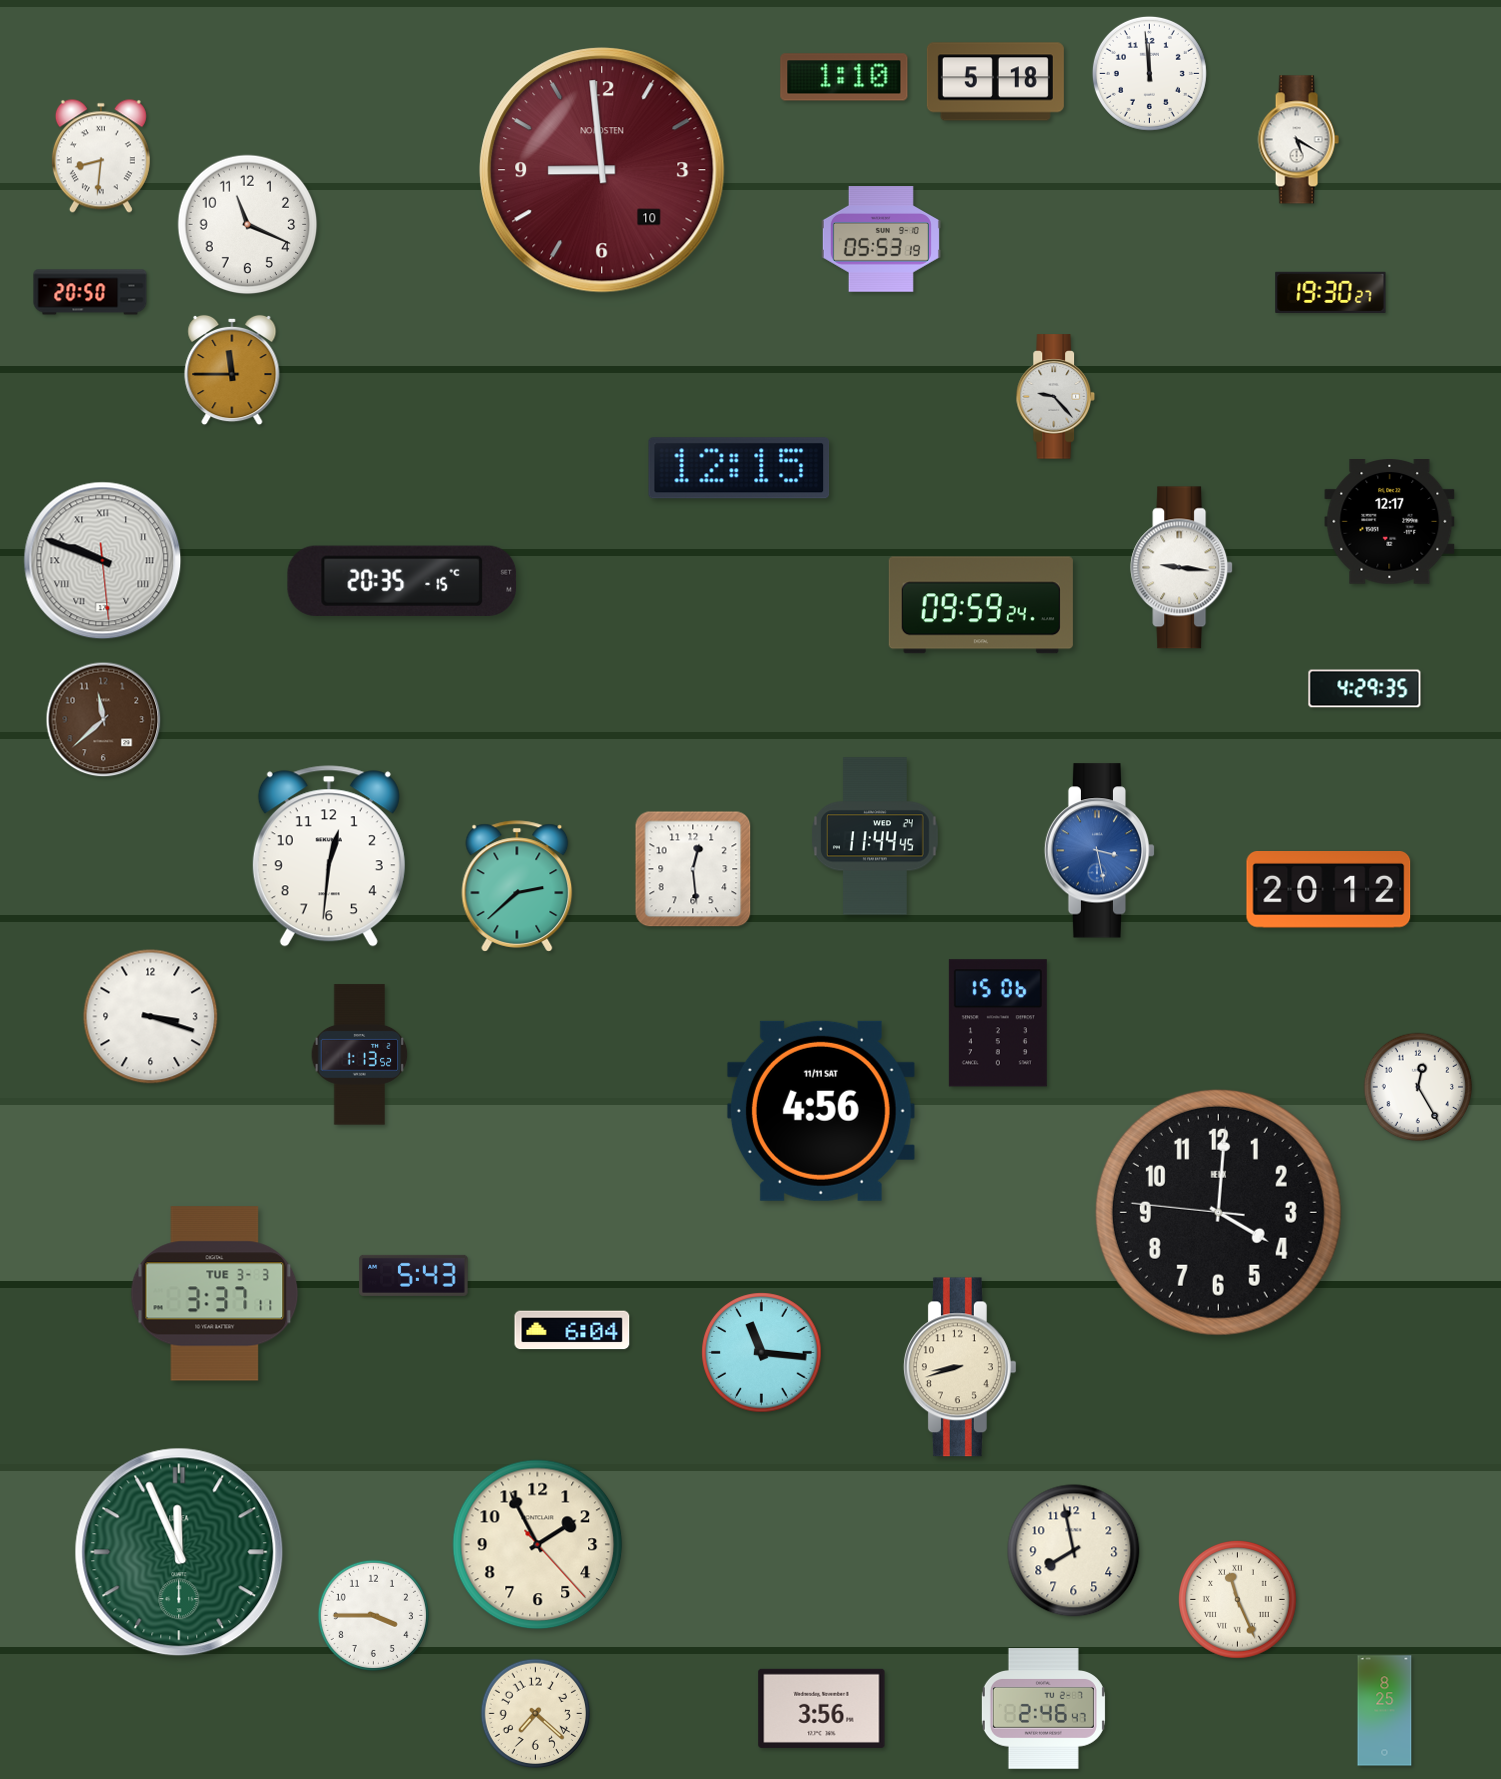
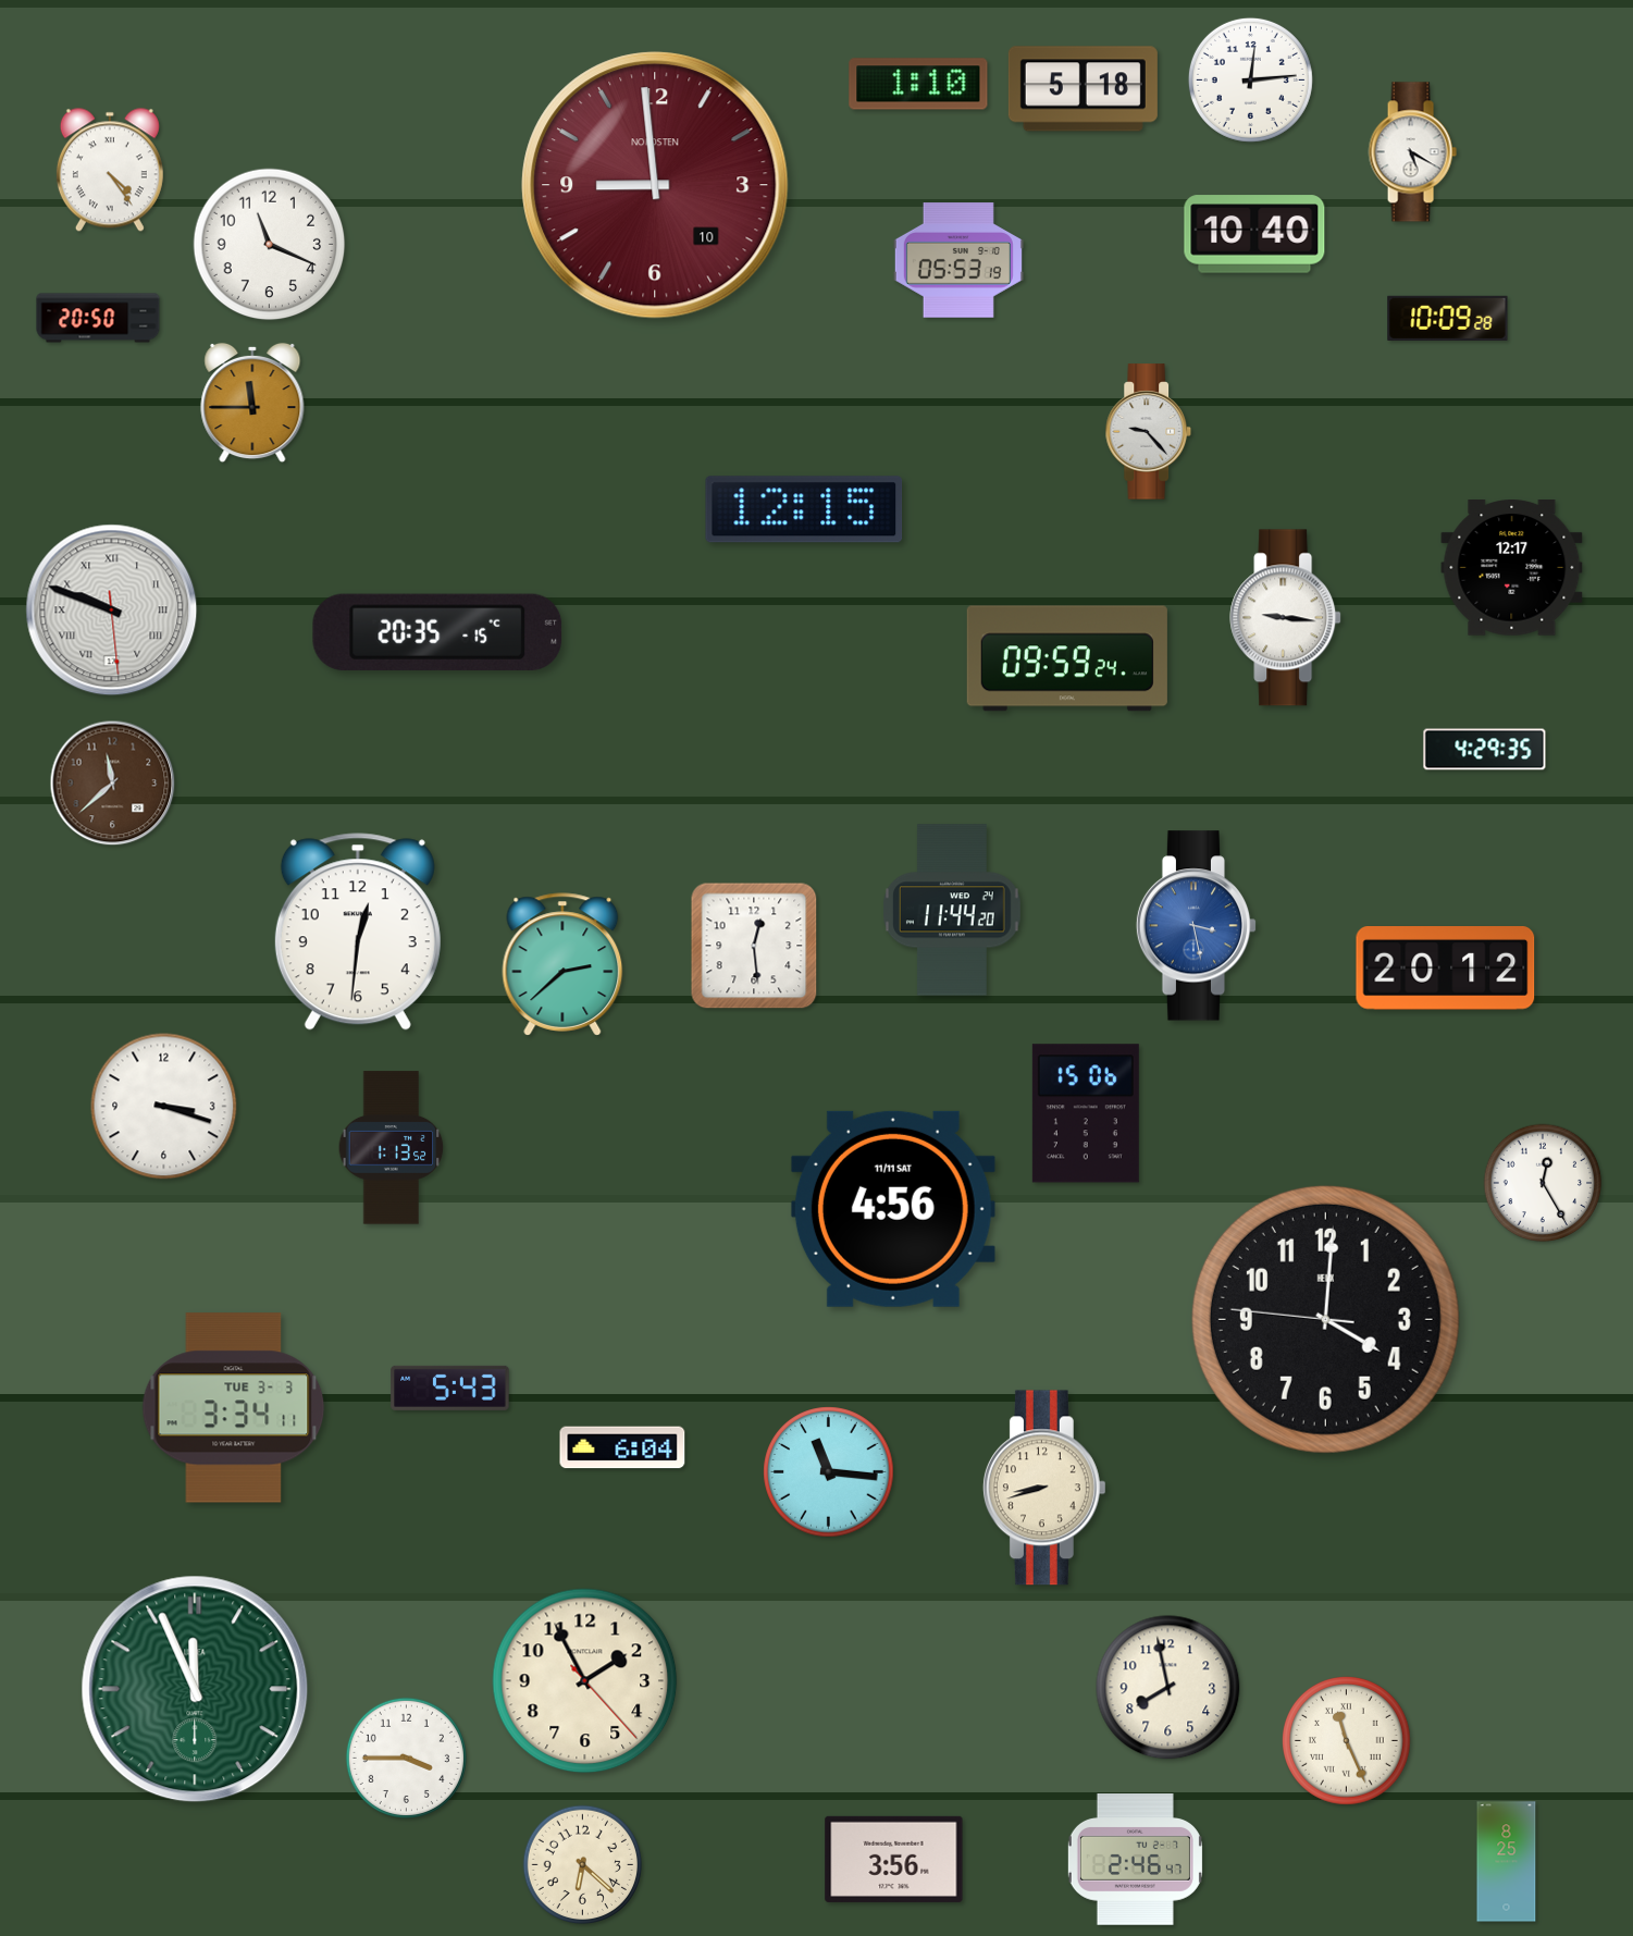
clock at (1149, 73): 11:59 -> 12:14
clock at (101, 156): 8:31 -> 4:24
clock at (1254, 234): none -> 10:40
clock at (1331, 292): 19:30 -> 10:09
clock at (875, 836): 11:44:45 -> 11:44:20
clock at (215, 1294): 3:37 -> 3:34
clock at (536, 1714): 7:22 -> 6:22
